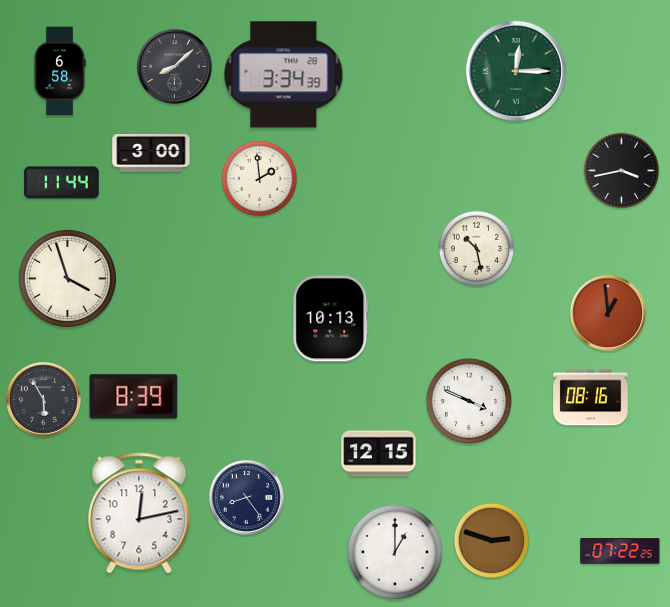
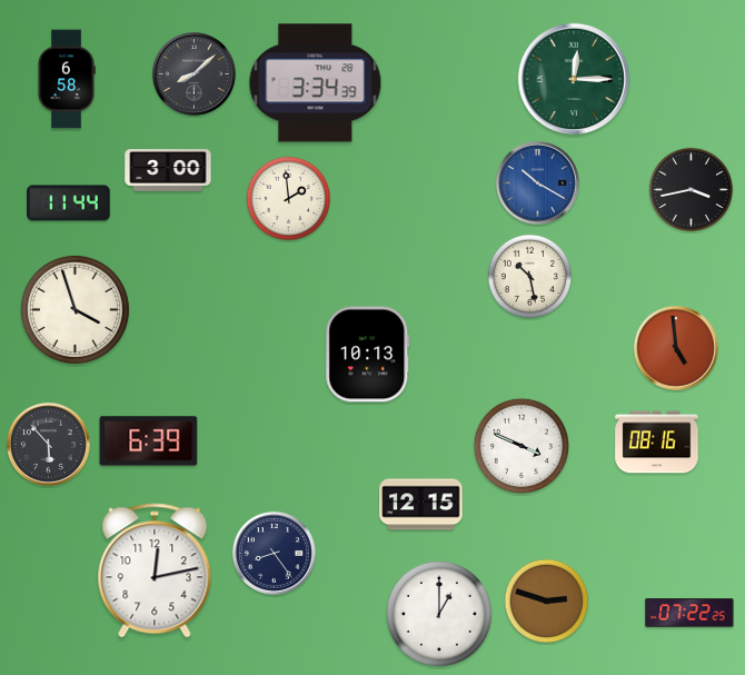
clock at (537, 182): none -> 10:20
clock at (608, 313): 12:59 -> 4:59
clock at (134, 397): 8:39 -> 6:39
clock at (43, 399): 5:55 -> 5:53
